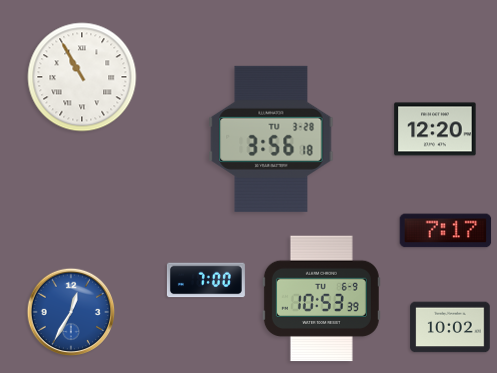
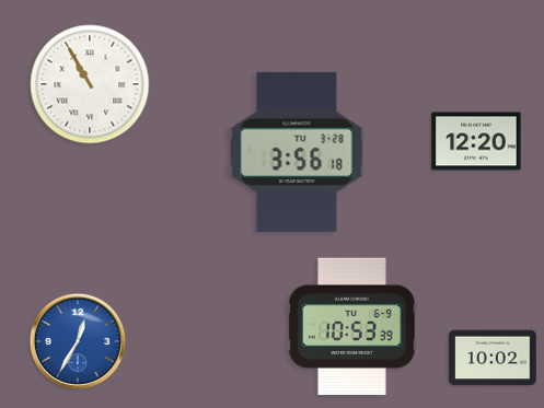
clock at (446, 231): 7:17 -> none
clock at (206, 280): 7:00 -> none
